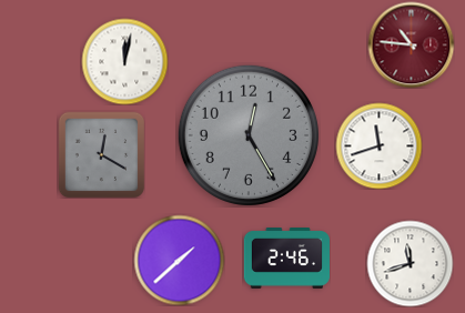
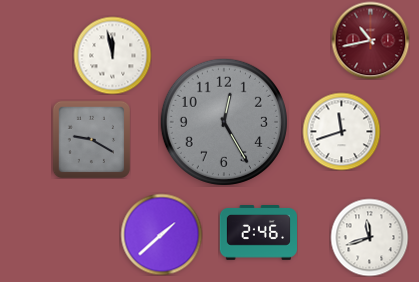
clock at (411, 44): 10:46 -> 10:43
clock at (124, 61): 12:02 -> 11:58
clock at (101, 154): 12:20 -> 9:20
